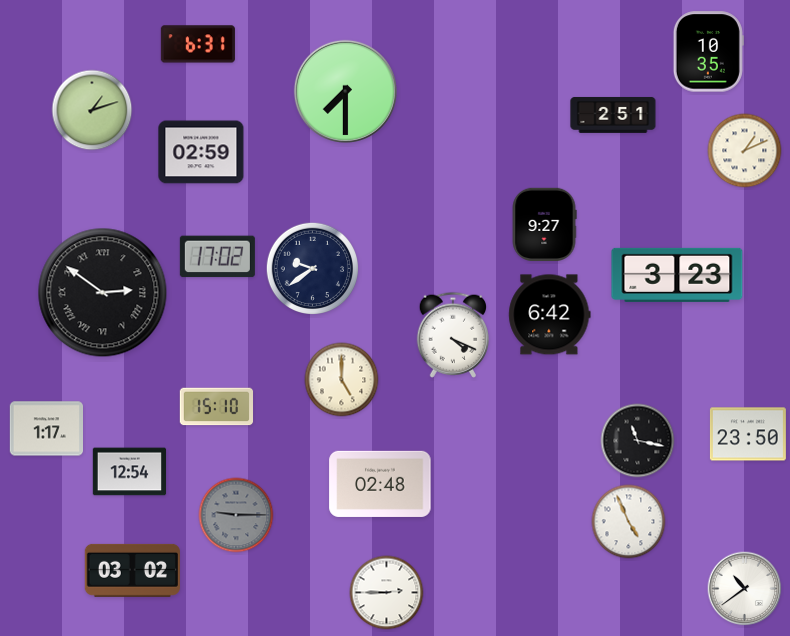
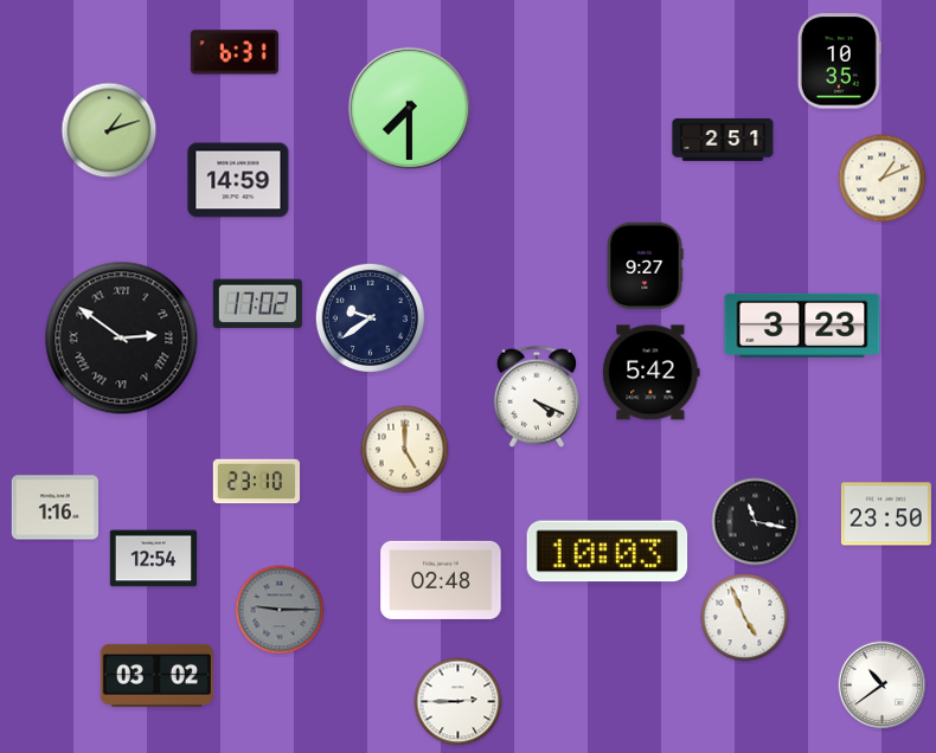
clock at (613, 115) position: (613, 115) -> (723, 140)
clock at (201, 152): 02:59 -> 14:59
clock at (103, 293) position: (103, 293) -> (122, 339)
clock at (550, 315): 6:42 -> 5:42
clock at (217, 407): 15:10 -> 23:10
clock at (46, 429): 1:17 -> 1:16
clock at (608, 552): none -> 10:03
clock at (380, 484) position: (380, 484) -> (441, 580)
clock at (745, 589) position: (745, 589) -> (883, 686)
